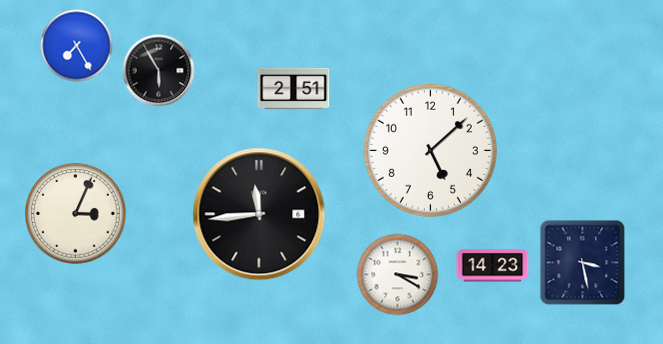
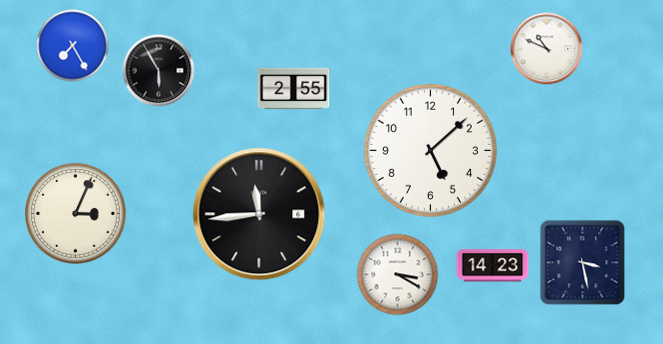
clock at (77, 46) position: (77, 46) -> (73, 46)
clock at (547, 49): none -> 10:49
clock at (294, 89): 2:51 -> 2:55
